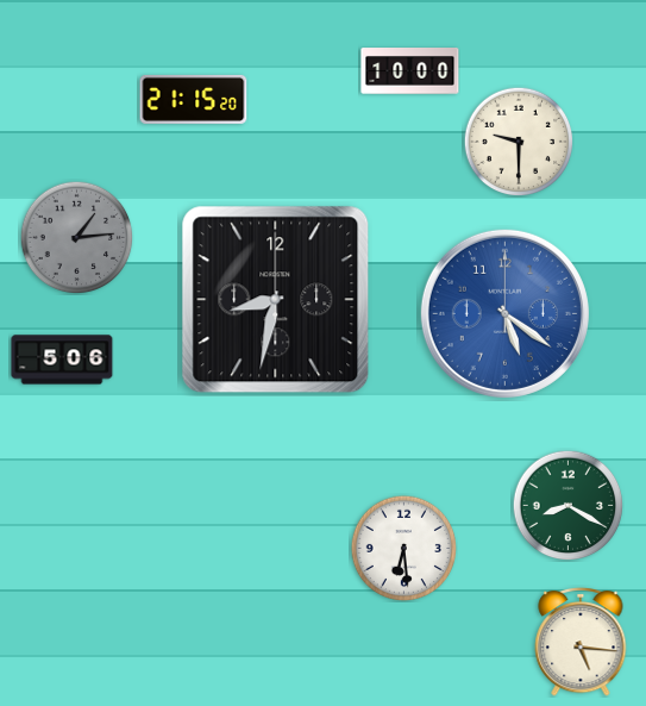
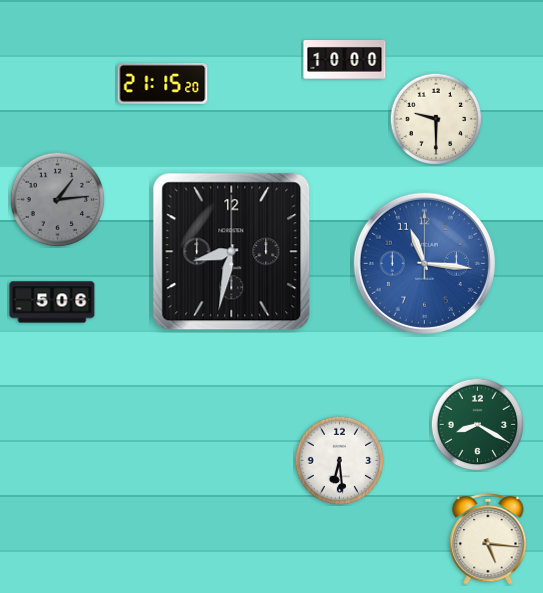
clock at (76, 237) position: (76, 237) -> (57, 199)
clock at (504, 313): 5:21 -> 11:16
